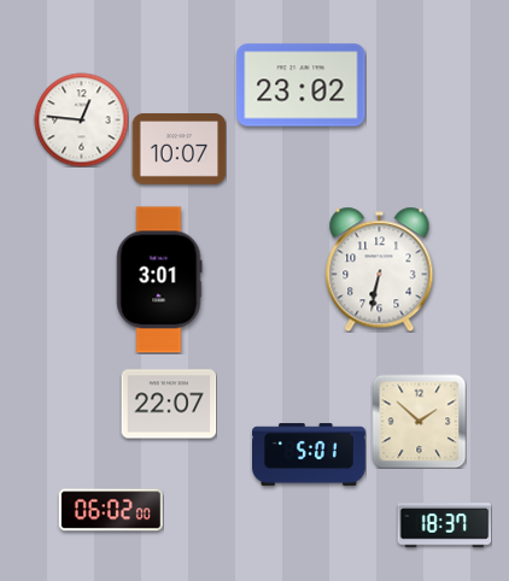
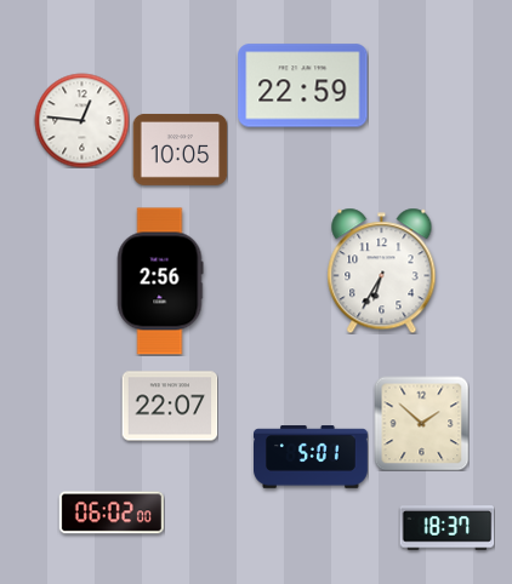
clock at (302, 86): 23:02 -> 22:59
clock at (179, 148): 10:07 -> 10:05
clock at (380, 269): 6:32 -> 6:35
clock at (159, 280): 3:01 -> 2:56
